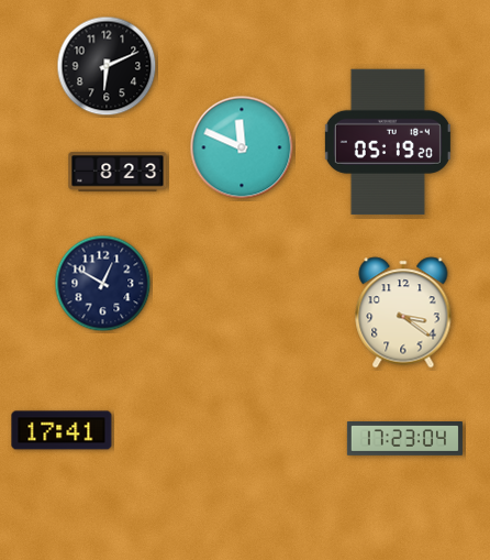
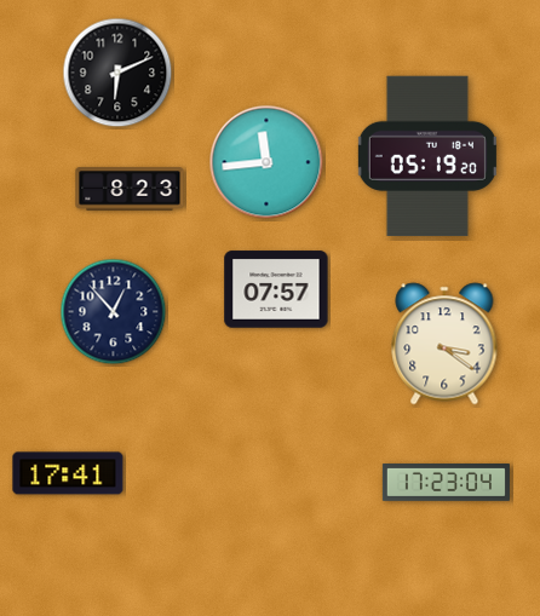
clock at (242, 147): 11:49 -> 11:44
clock at (276, 289): none -> 07:57
clock at (103, 284): 12:50 -> 12:53
